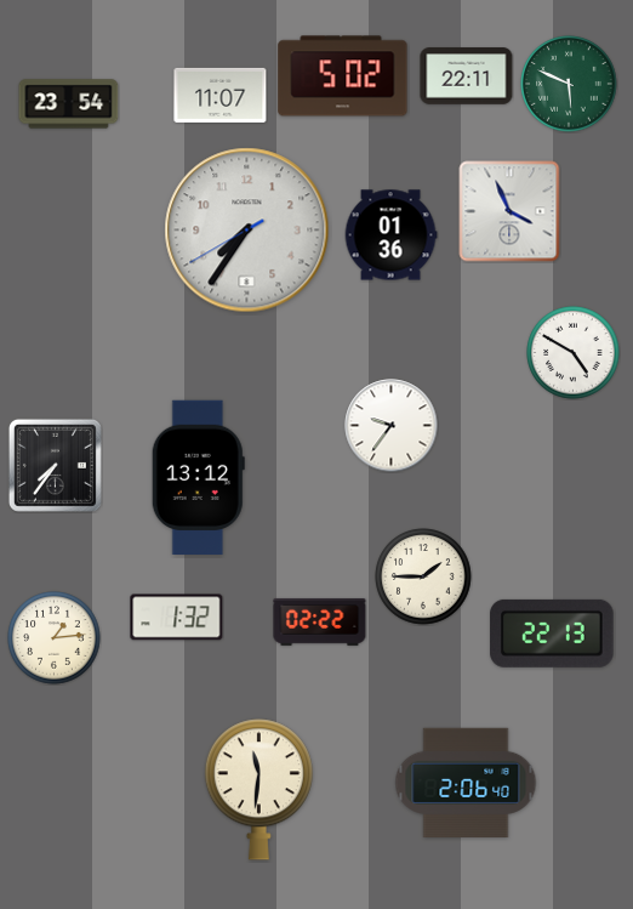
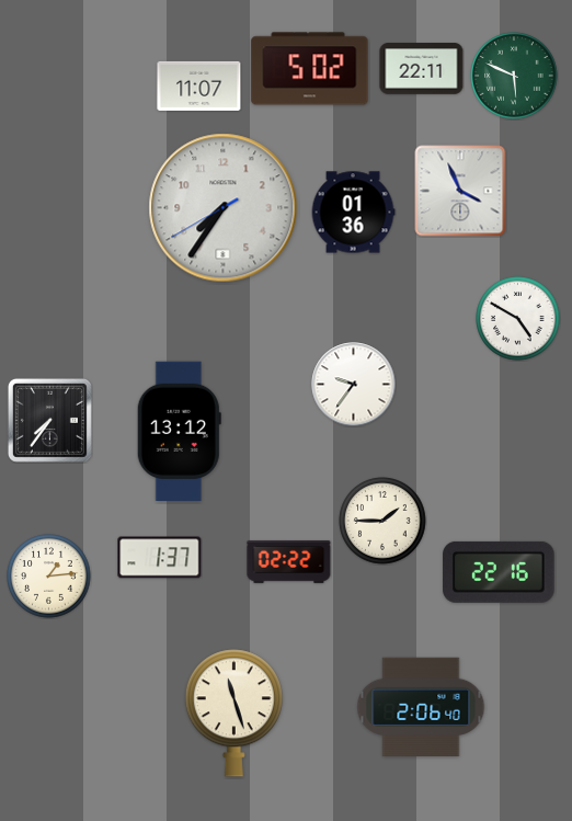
clock at (69, 104): 23:54 -> none
clock at (177, 618): 1:32 -> 1:37
clock at (552, 634): 22:13 -> 22:16
clock at (258, 790): 11:31 -> 11:27
